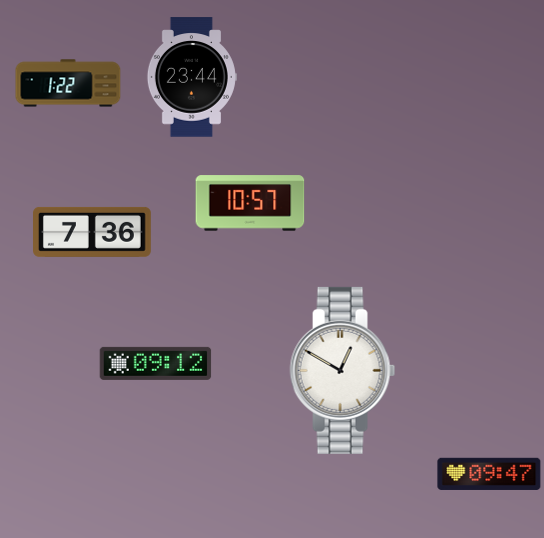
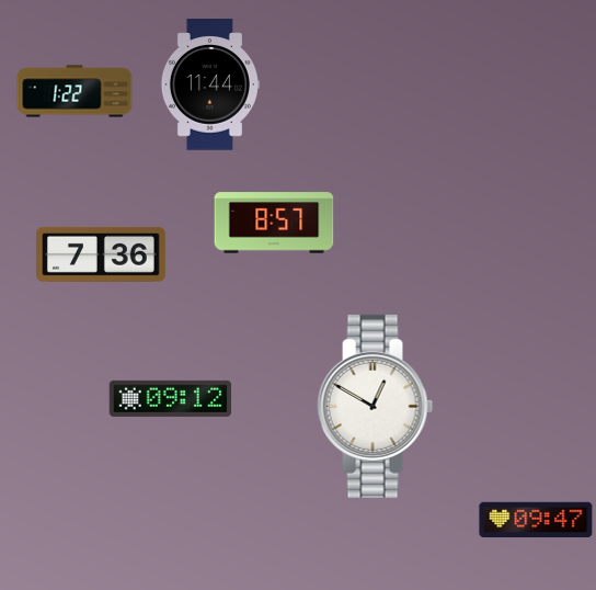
clock at (192, 77): 23:44 -> 11:44
clock at (250, 203): 10:57 -> 8:57
